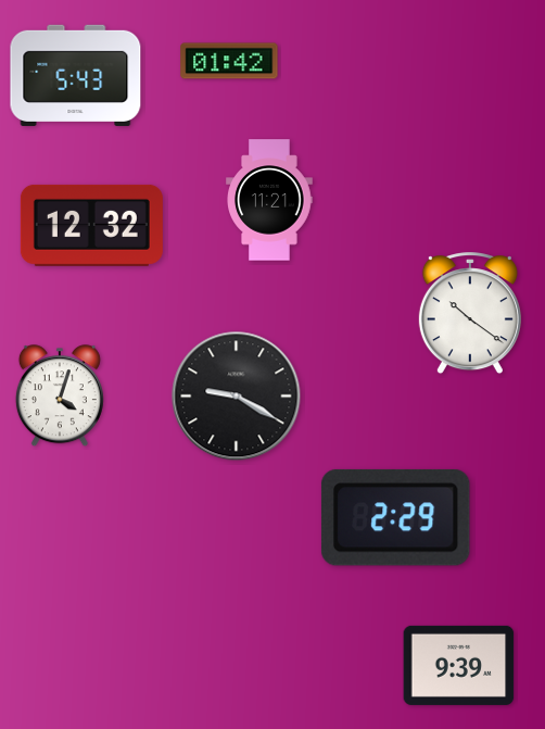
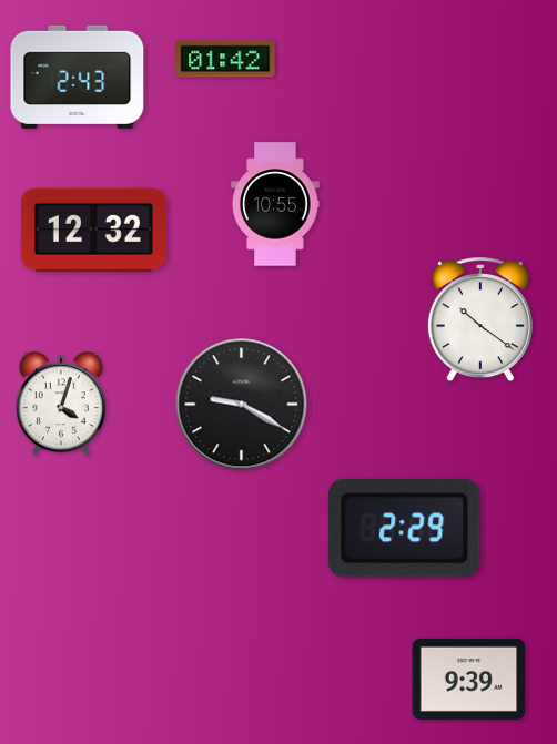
clock at (229, 61) position: (229, 61) -> (225, 59)
clock at (76, 75): 5:43 -> 2:43
clock at (270, 200): 11:21 -> 10:55
